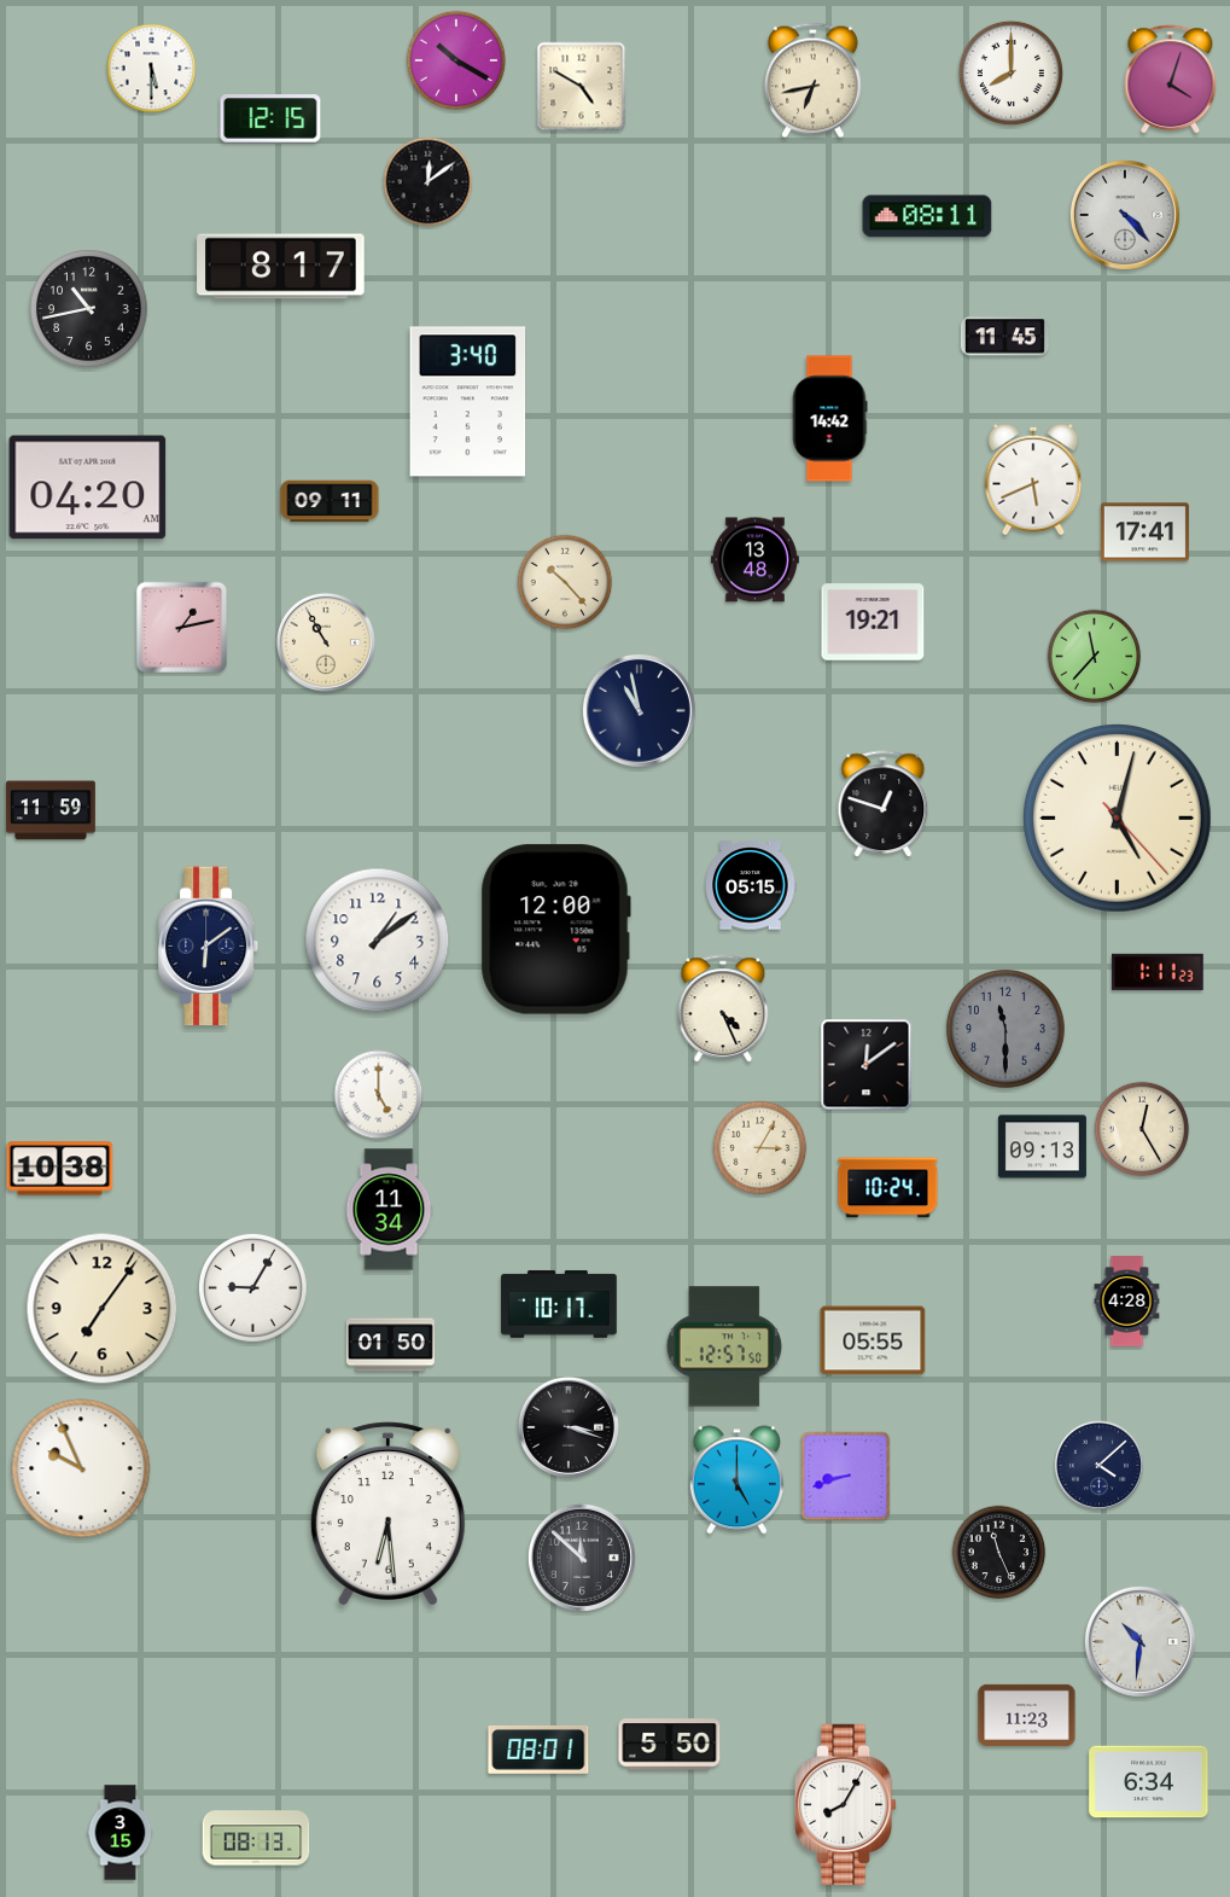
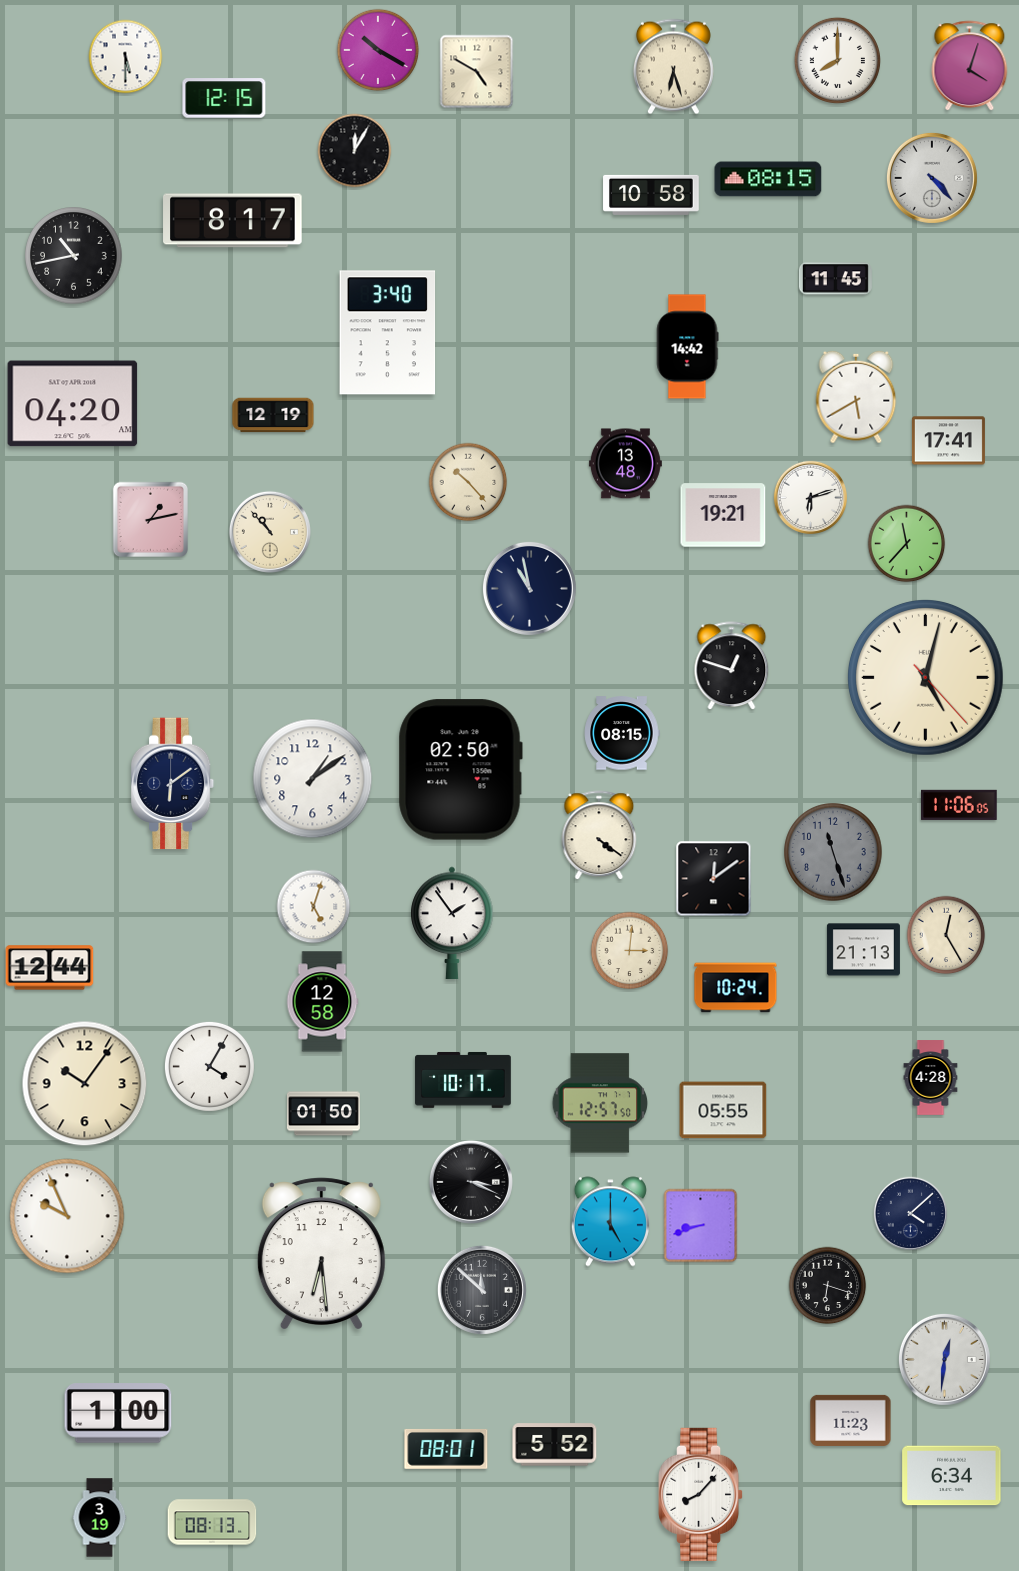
clock at (812, 81): 6:43 -> 6:27
clock at (582, 87) position: (582, 87) -> (477, 72)
clock at (429, 182): 12:09 -> 12:05
clock at (927, 216): 08:11 -> 08:15
clock at (651, 195): none -> 10:58
clock at (1004, 337) position: (1004, 337) -> (835, 279)
clock at (1033, 479): 5:41 -> 5:40
clock at (330, 501): 09:11 -> 12:19
clock at (810, 497): none -> 6:12
clock at (326, 642): 10:55 -> 10:53
clock at (51, 810): 11:59 -> none
clock at (751, 885): 05:15 -> 08:15
clock at (555, 930): 12:00 -> 02:50
clock at (1159, 972): 1:11 -> 11:06
clock at (723, 1009): 4:26 -> 4:21
clock at (1005, 1029): 11:30 -> 11:27
clock at (867, 1065) position: (867, 1065) -> (714, 879)
clock at (379, 1095): 5:00 -> 5:03
clock at (452, 922): none -> 1:54
clock at (1042, 1147): 09:13 -> 21:13
clock at (760, 1148): 3:05 -> 3:01
clock at (60, 1169): 10:38 -> 12:44
clock at (888, 1188) position: (888, 1188) -> (736, 988)
clock at (389, 1210): 11:34 -> 12:58
clock at (252, 1287): 9:05 -> 4:05
clock at (1127, 1302) position: (1127, 1302) -> (931, 1078)
clock at (103, 1309): 7:06 -> 10:06
clock at (724, 1346) position: (724, 1346) -> (600, 1103)
clock at (569, 1427): 3:18 -> 3:19
clock at (846, 1477) position: (846, 1477) -> (701, 1226)
clock at (736, 1480) position: (736, 1480) -> (610, 1222)
clock at (999, 1553): 11:26 -> 6:18
clock at (1139, 1641): 10:31 -> 12:31
clock at (118, 1413): none -> 1:00
clock at (670, 1745): 5:50 -> 5:52
clock at (847, 1804): 8:05 -> 8:07
clock at (121, 1833): 3:15 -> 3:19
